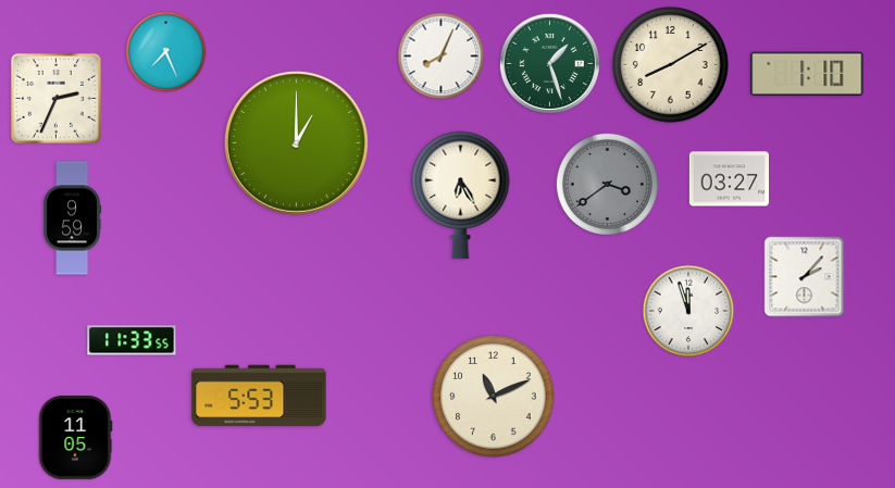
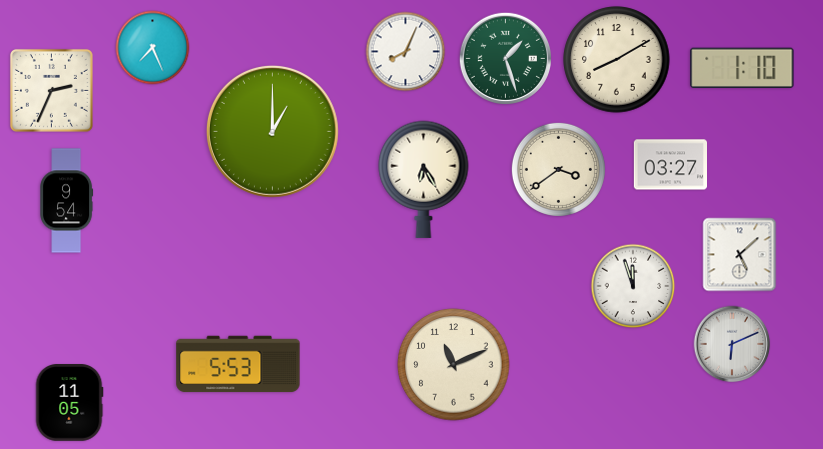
clock at (607, 184) dial: grey -> cream
clock at (73, 218): 9:59 -> 9:54
clock at (805, 277): 2:07 -> 5:08
clock at (132, 340): 11:33 -> none
clock at (732, 344): none -> 6:11
